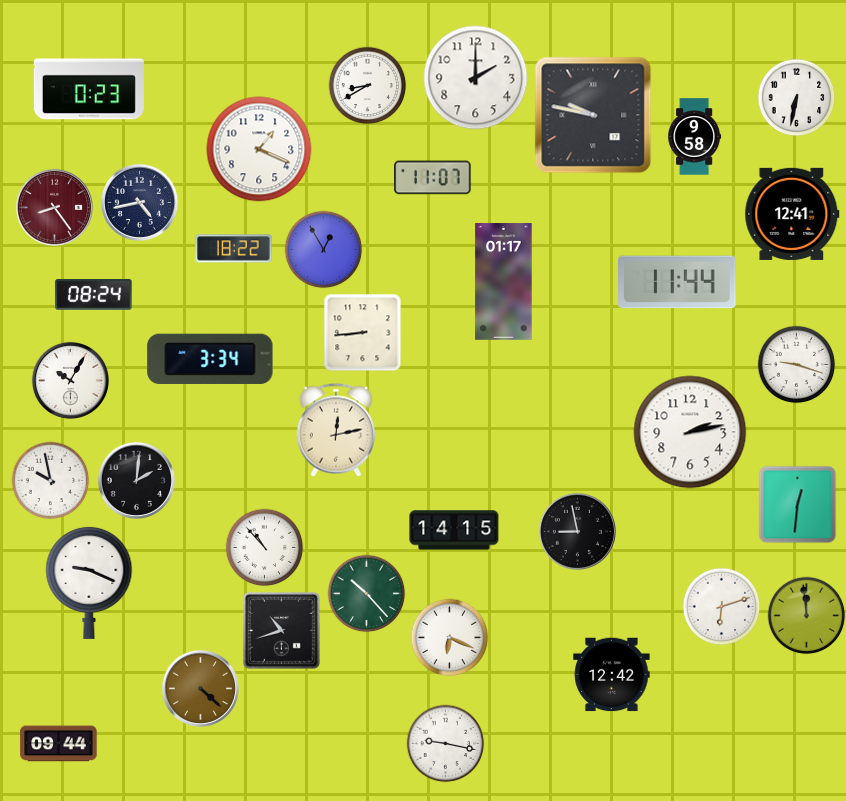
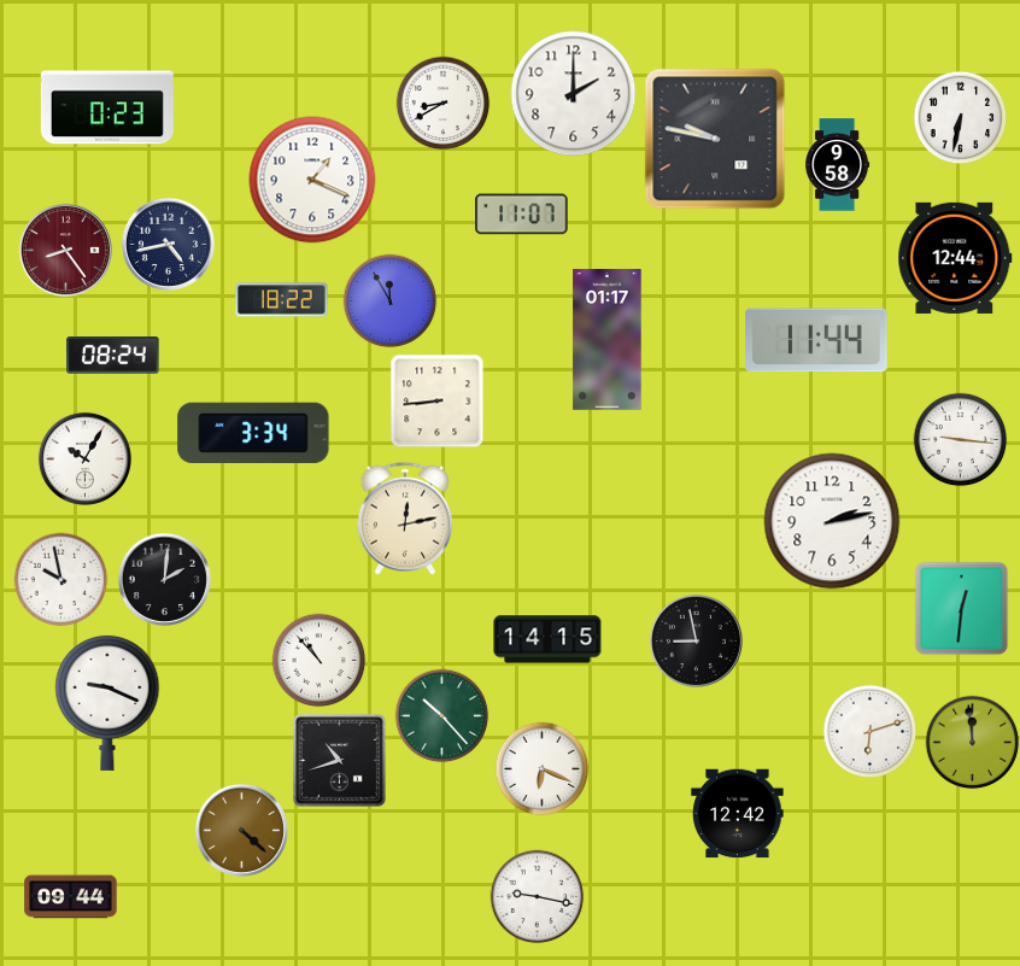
clock at (792, 214): 12:41 -> 12:44
clock at (323, 249): 12:55 -> 11:55
clock at (796, 364): 9:18 -> 9:16
